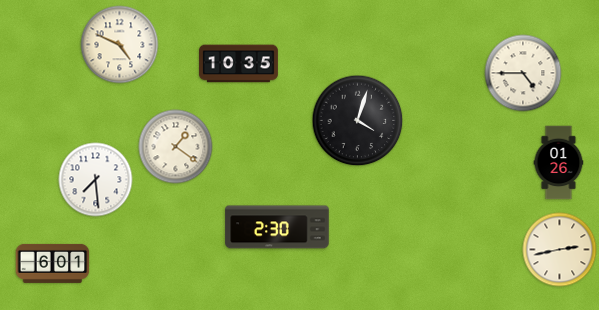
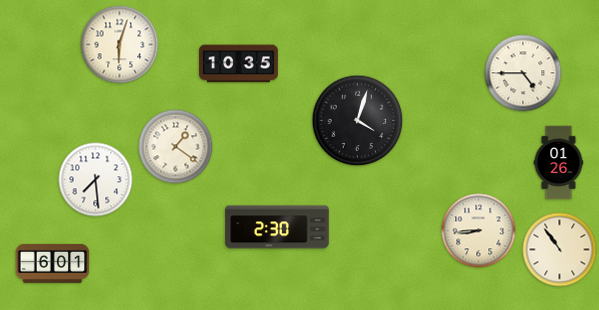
clock at (120, 45): 4:49 -> 6:03
clock at (479, 231): none -> 8:44
clock at (560, 250): 2:43 -> 10:54
